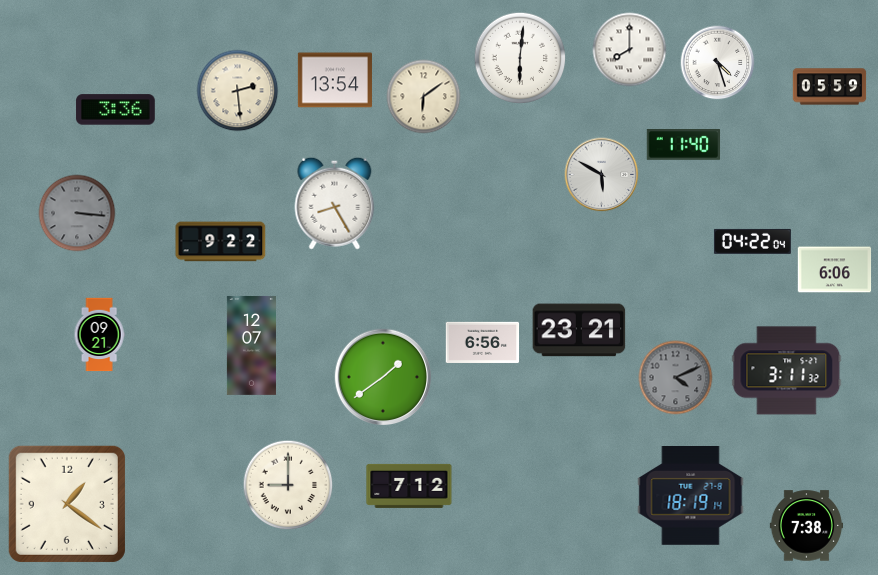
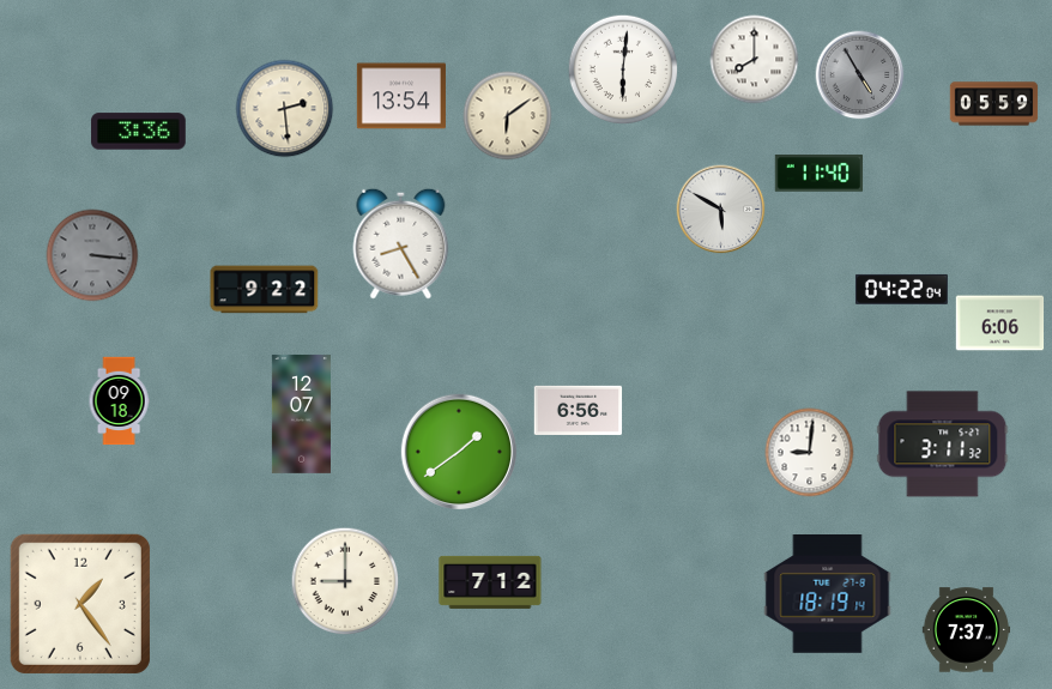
clock at (718, 63): 4:27 -> 4:55
clock at (718, 63) dial: white -> grey
clock at (579, 330): 23:21 -> none
clock at (99, 335): 09:21 -> 09:18
clock at (676, 378): 4:11 -> 9:01
clock at (676, 378) dial: grey -> white
clock at (67, 504): 1:21 -> 1:24
clock at (807, 526): 7:38 -> 7:37
